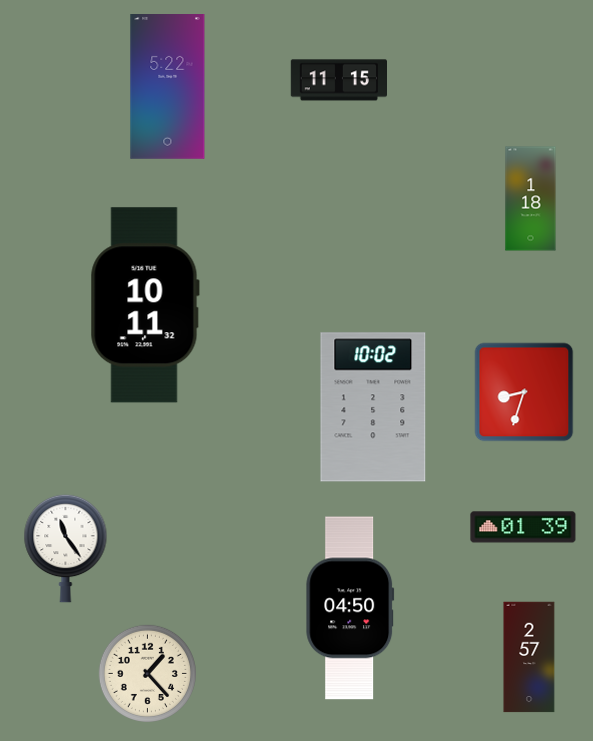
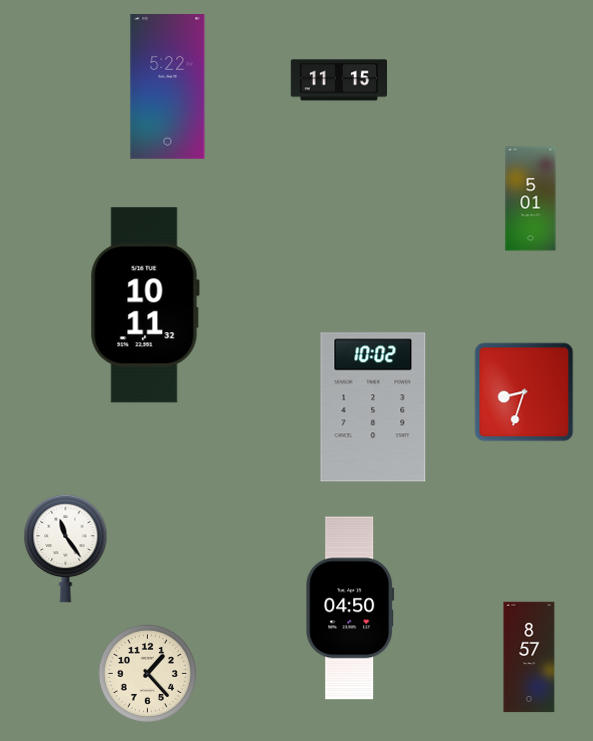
clock at (531, 199): 1:18 -> 5:01
clock at (523, 527): 01:39 -> none
clock at (529, 657): 2:57 -> 8:57
